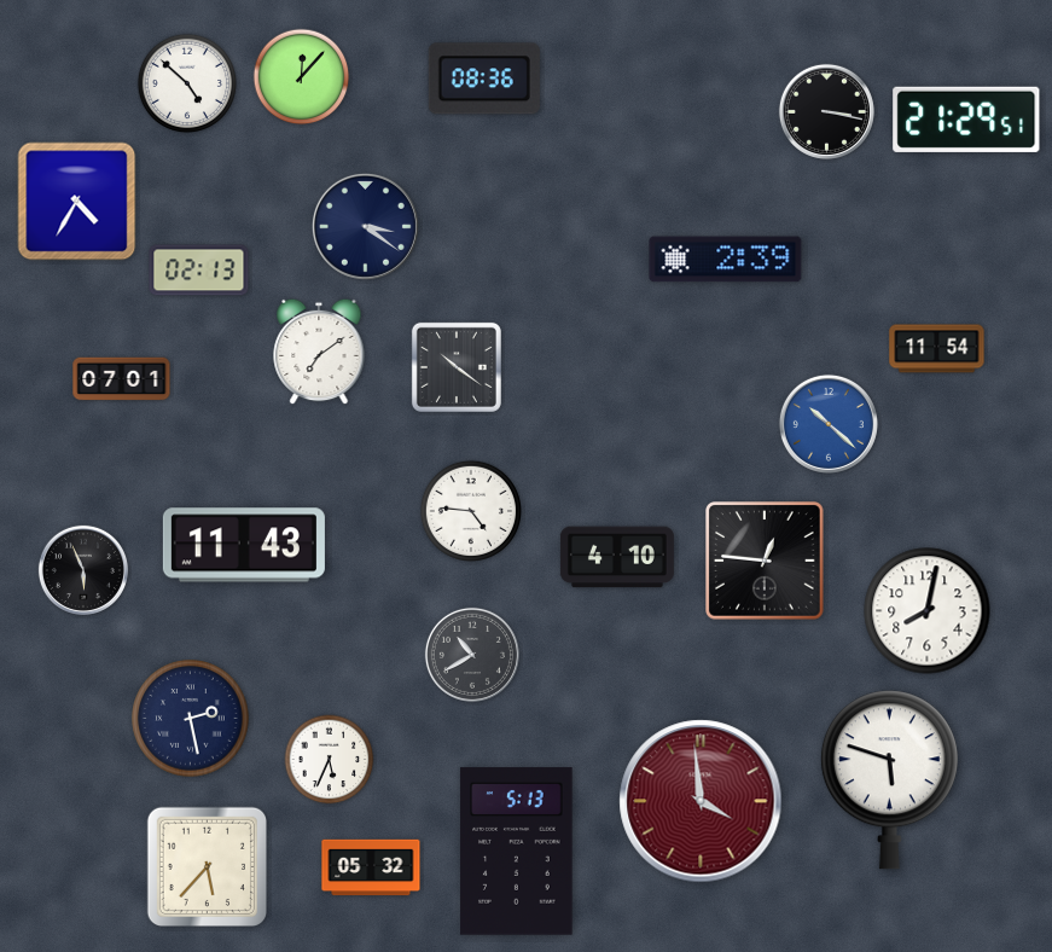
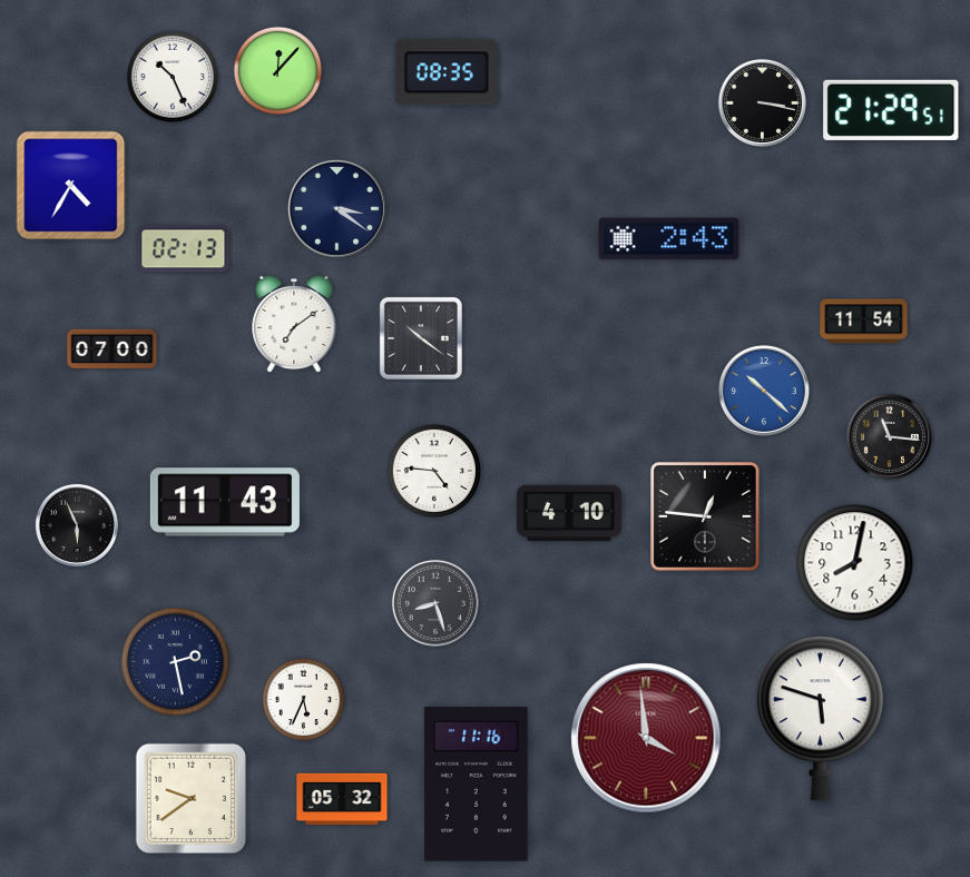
clock at (484, 79): 08:36 -> 08:35
clock at (187, 83): 4:52 -> 10:26
clock at (726, 260): 2:39 -> 2:43
clock at (122, 379): 07:01 -> 07:00
clock at (889, 436): none -> 11:16
clock at (472, 655): 10:40 -> 8:27
clock at (517, 852): 5:13 -> 11:16
clock at (207, 866): 5:37 -> 9:39
